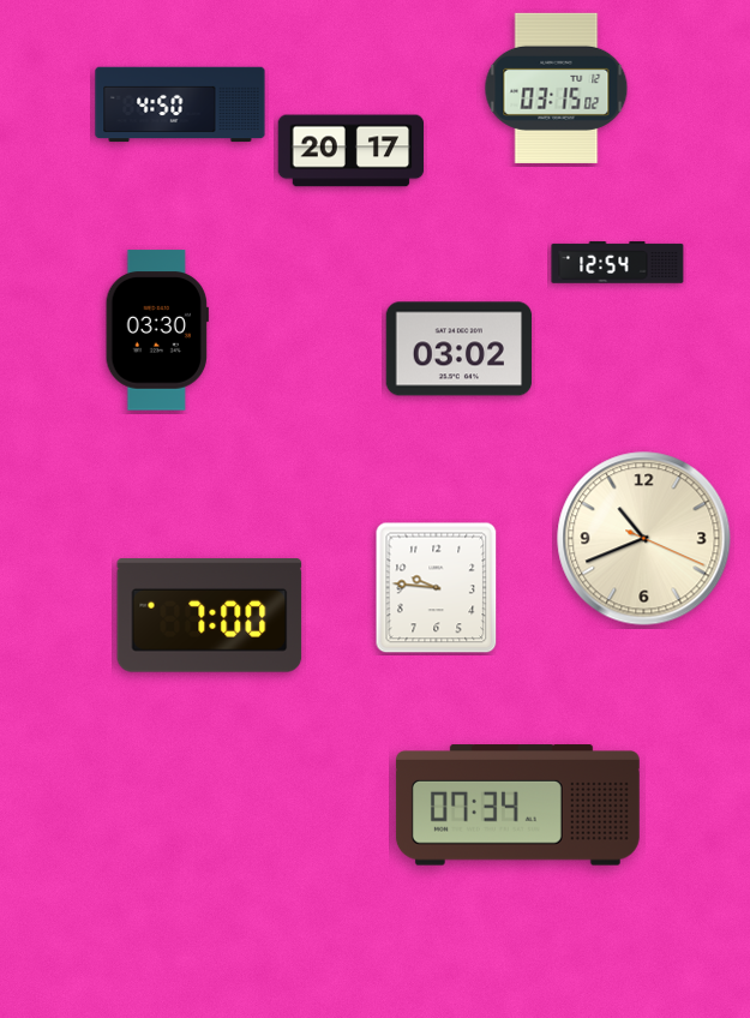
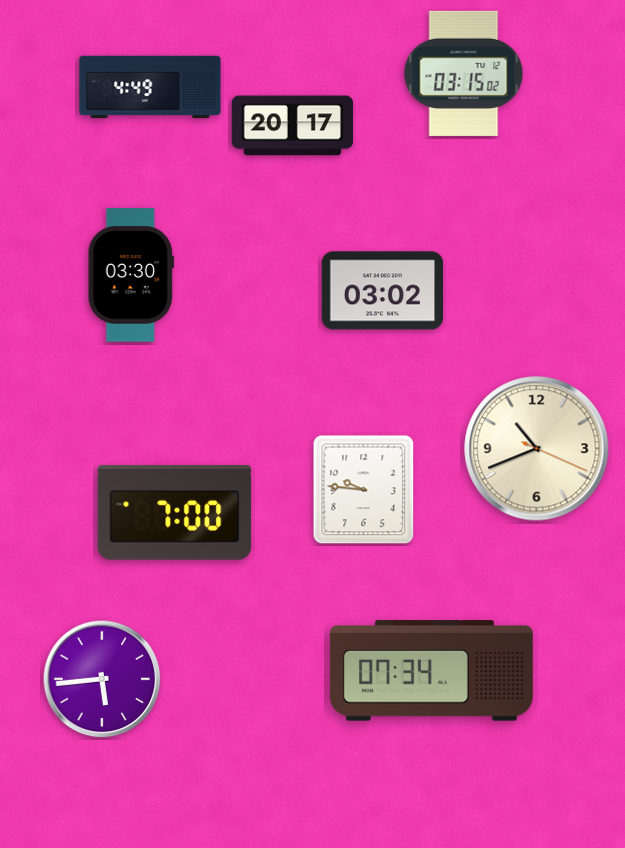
clock at (180, 104): 4:50 -> 4:49
clock at (618, 263): 12:54 -> none
clock at (102, 679): none -> 5:44
